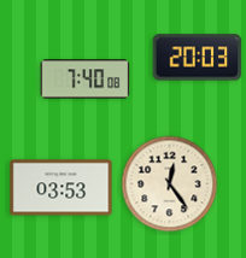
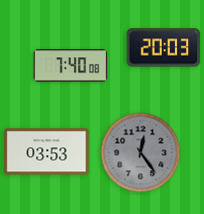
clock at (170, 184) dial: cream -> grey
clock at (61, 188) position: (61, 188) -> (47, 152)
